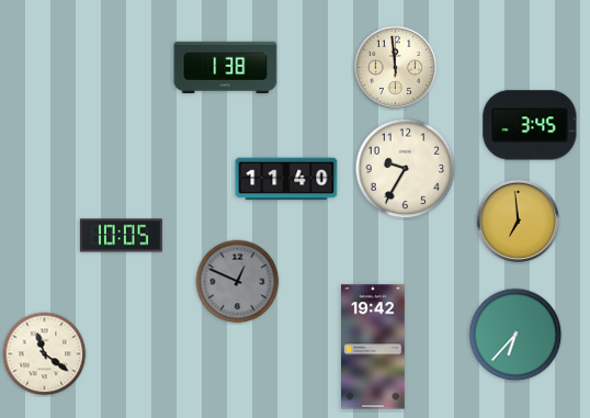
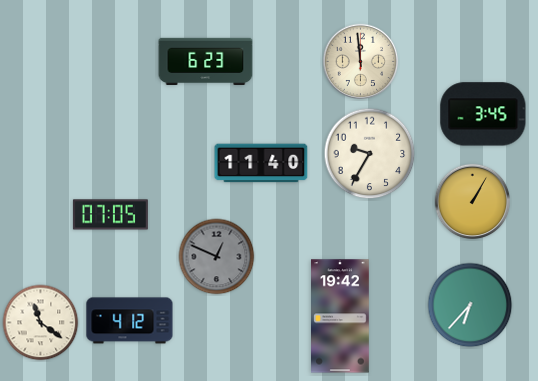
clock at (226, 67): 1:38 -> 6:23
clock at (519, 222): 6:59 -> 1:05
clock at (121, 236): 10:05 -> 07:05
clock at (130, 321): none -> 4:12
